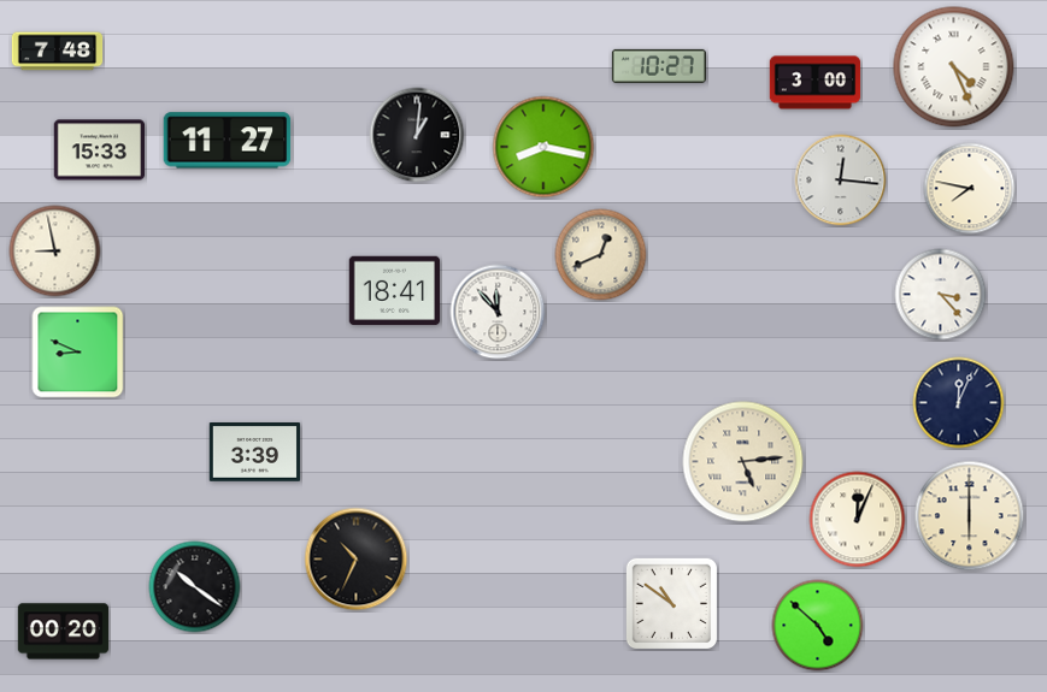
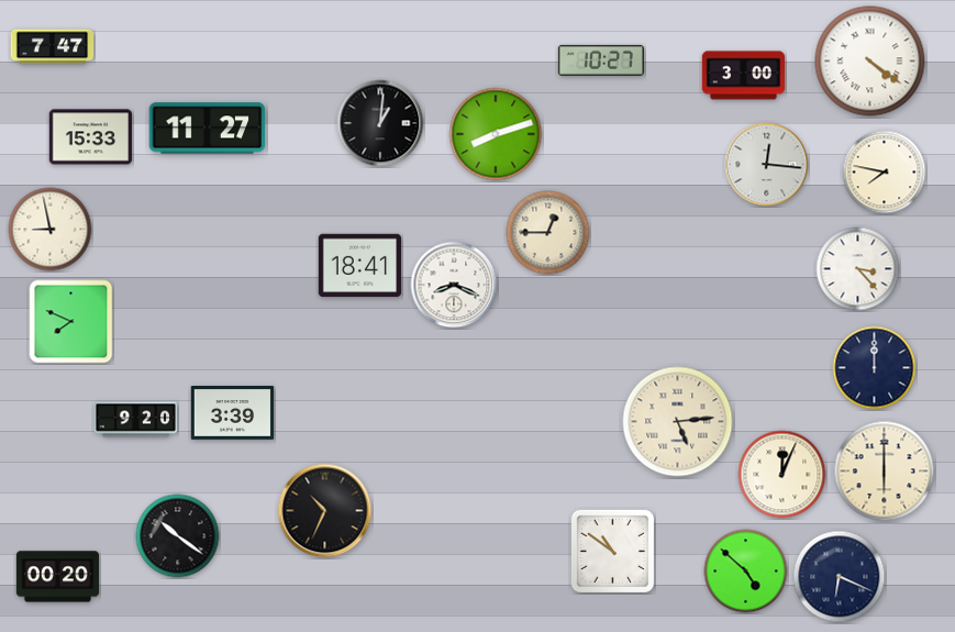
clock at (58, 52): 7:48 -> 7:47
clock at (954, 67): 4:26 -> 4:21
clock at (543, 147): 8:17 -> 8:12
clock at (601, 255): 12:41 -> 12:45
clock at (498, 312): 11:53 -> 8:19
clock at (78, 353): 8:49 -> 7:49
clock at (959, 403): 12:04 -> 12:00
clock at (136, 420): none -> 9:20
clock at (840, 577): none -> 6:19
